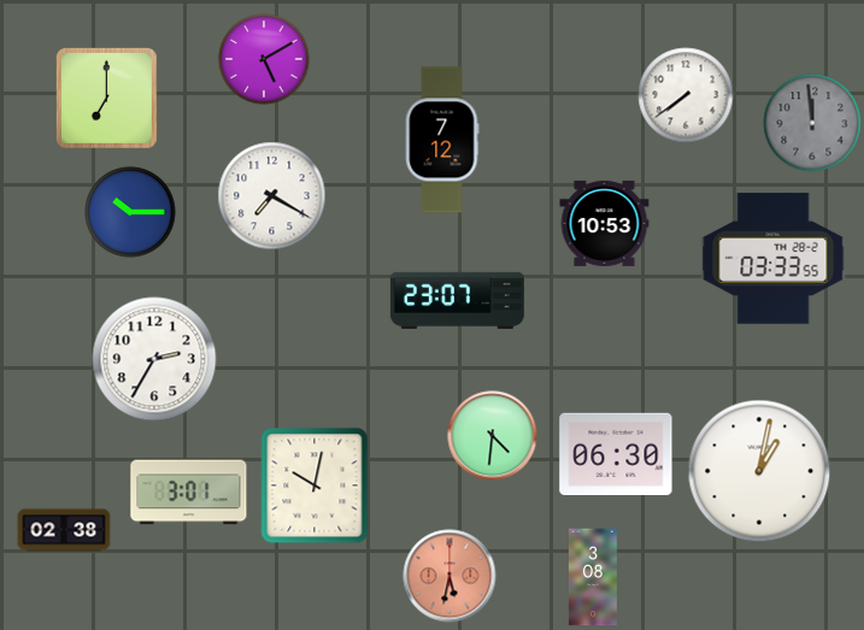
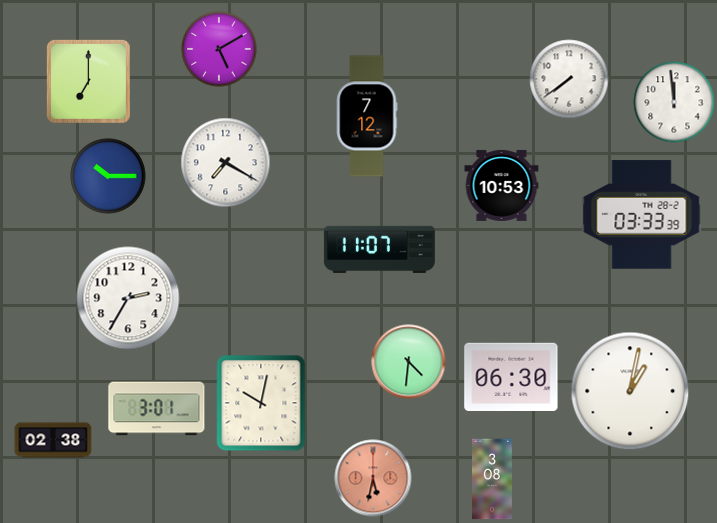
clock at (812, 123) dial: grey -> white
clock at (774, 259): 03:33:55 -> 03:33:39
clock at (457, 300): 23:07 -> 11:07
